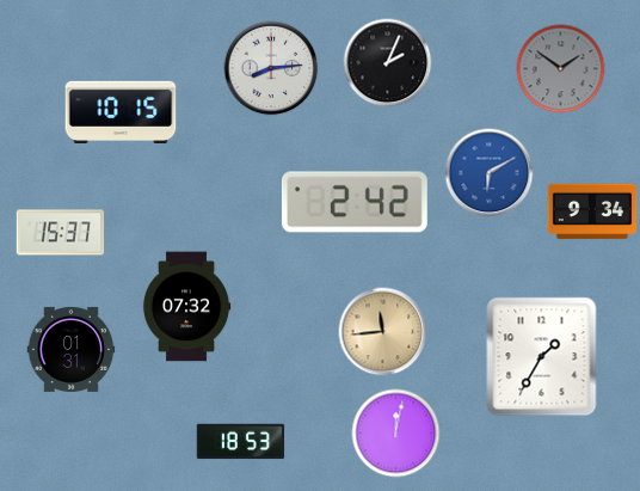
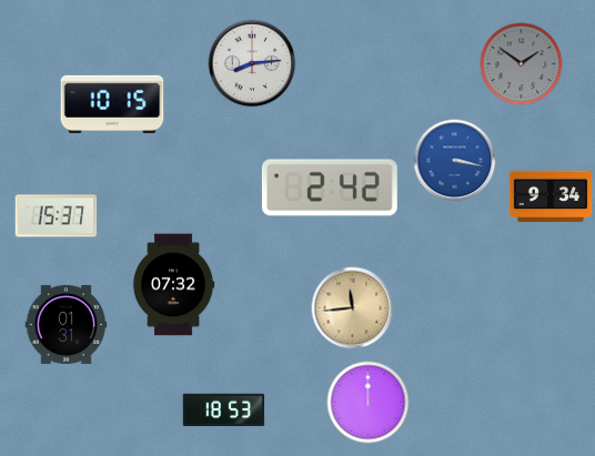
clock at (388, 63): 2:04 -> none
clock at (490, 173): 6:10 -> 3:17
clock at (383, 332) position: (383, 332) -> (353, 308)
clock at (542, 357): 1:35 -> none
clock at (396, 434): 12:02 -> 12:00
